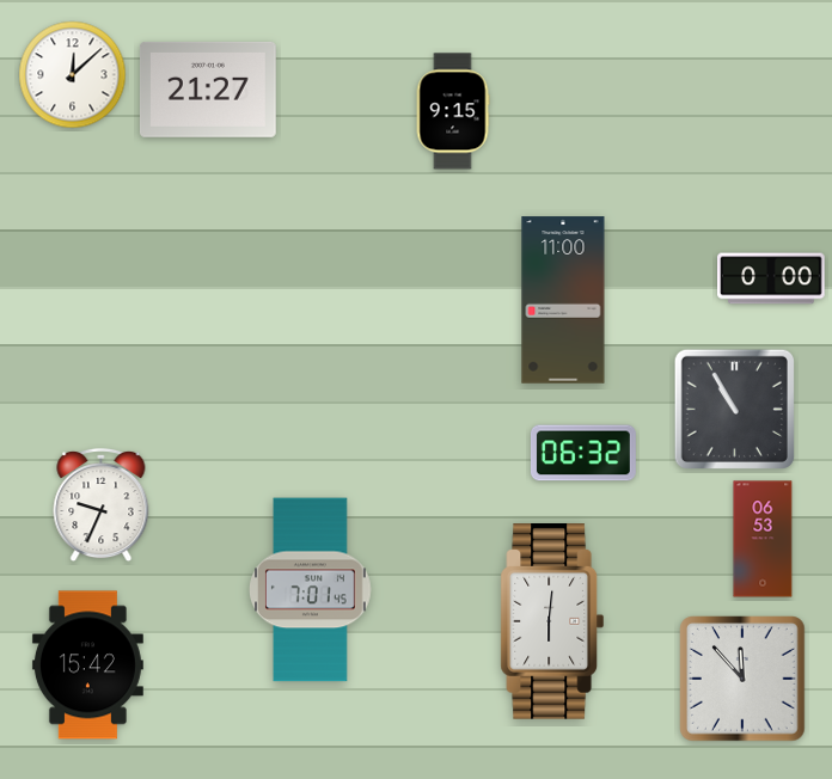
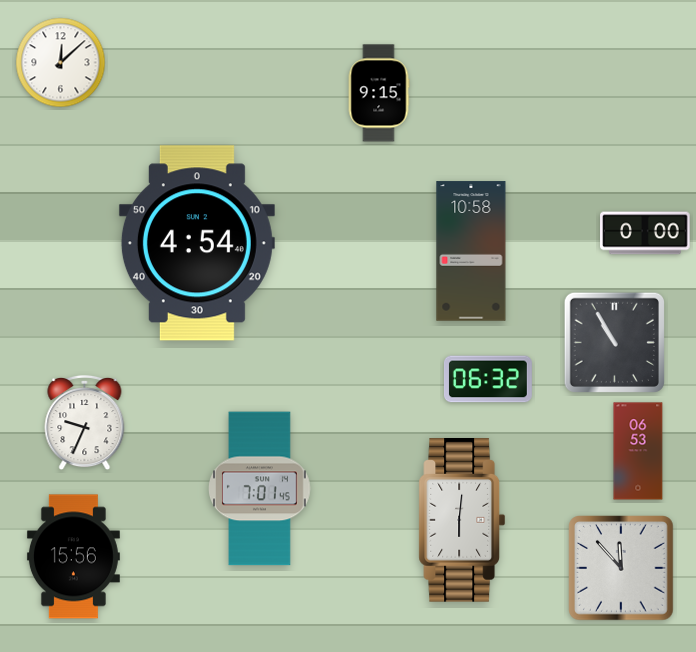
clock at (208, 90): 21:27 -> none
clock at (197, 243): none -> 4:54
clock at (563, 300): 11:00 -> 10:58
clock at (311, 590) position: (311, 590) -> (260, 489)
clock at (87, 665): 15:42 -> 15:56
